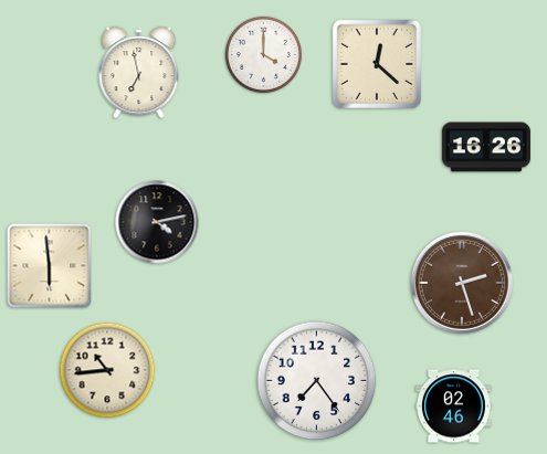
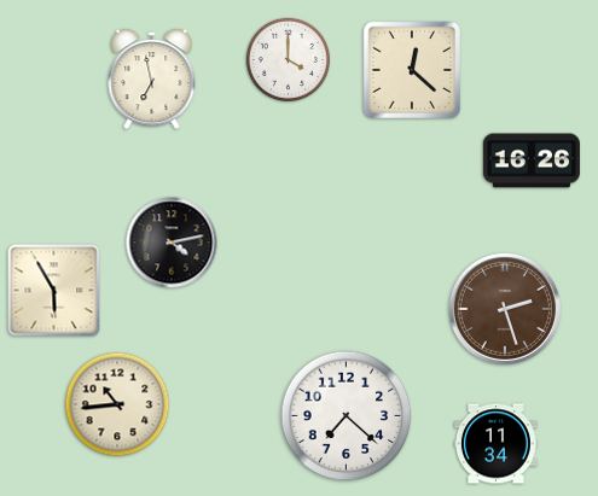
clock at (50, 266): 5:59 -> 5:55
clock at (317, 381): 7:24 -> 7:22
clock at (453, 407): 02:46 -> 11:34
